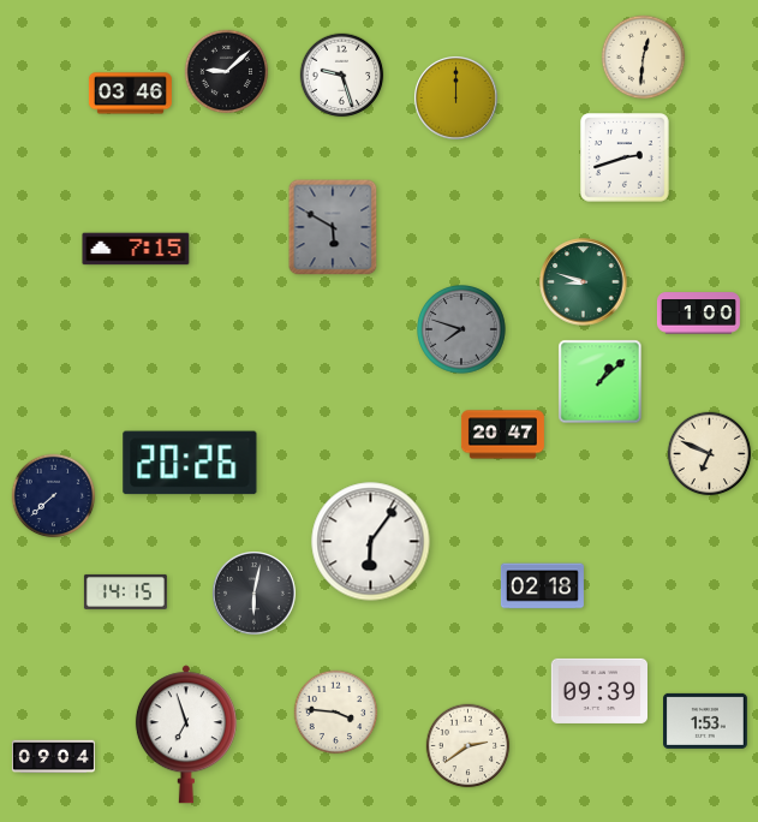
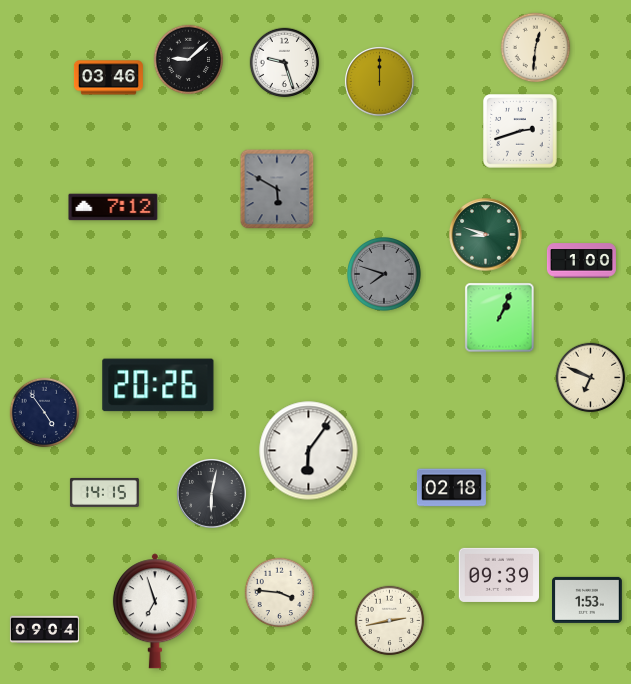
clock at (136, 249): 7:15 -> 7:12
clock at (601, 382): 1:08 -> 1:04
clock at (502, 435): 20:47 -> none
clock at (54, 496): 7:38 -> 4:54
clock at (468, 746): 2:39 -> 2:43
